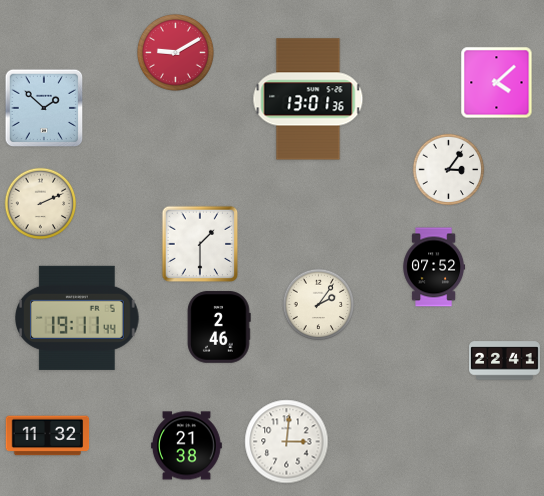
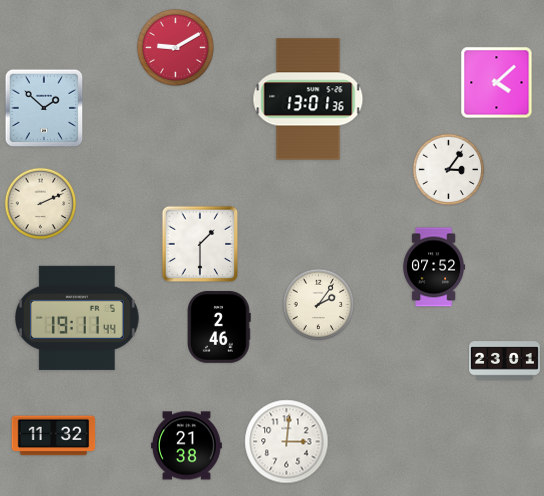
clock at (175, 52) position: (175, 52) -> (175, 47)
clock at (505, 361): 22:41 -> 23:01
clock at (48, 436) position: (48, 436) -> (54, 436)
